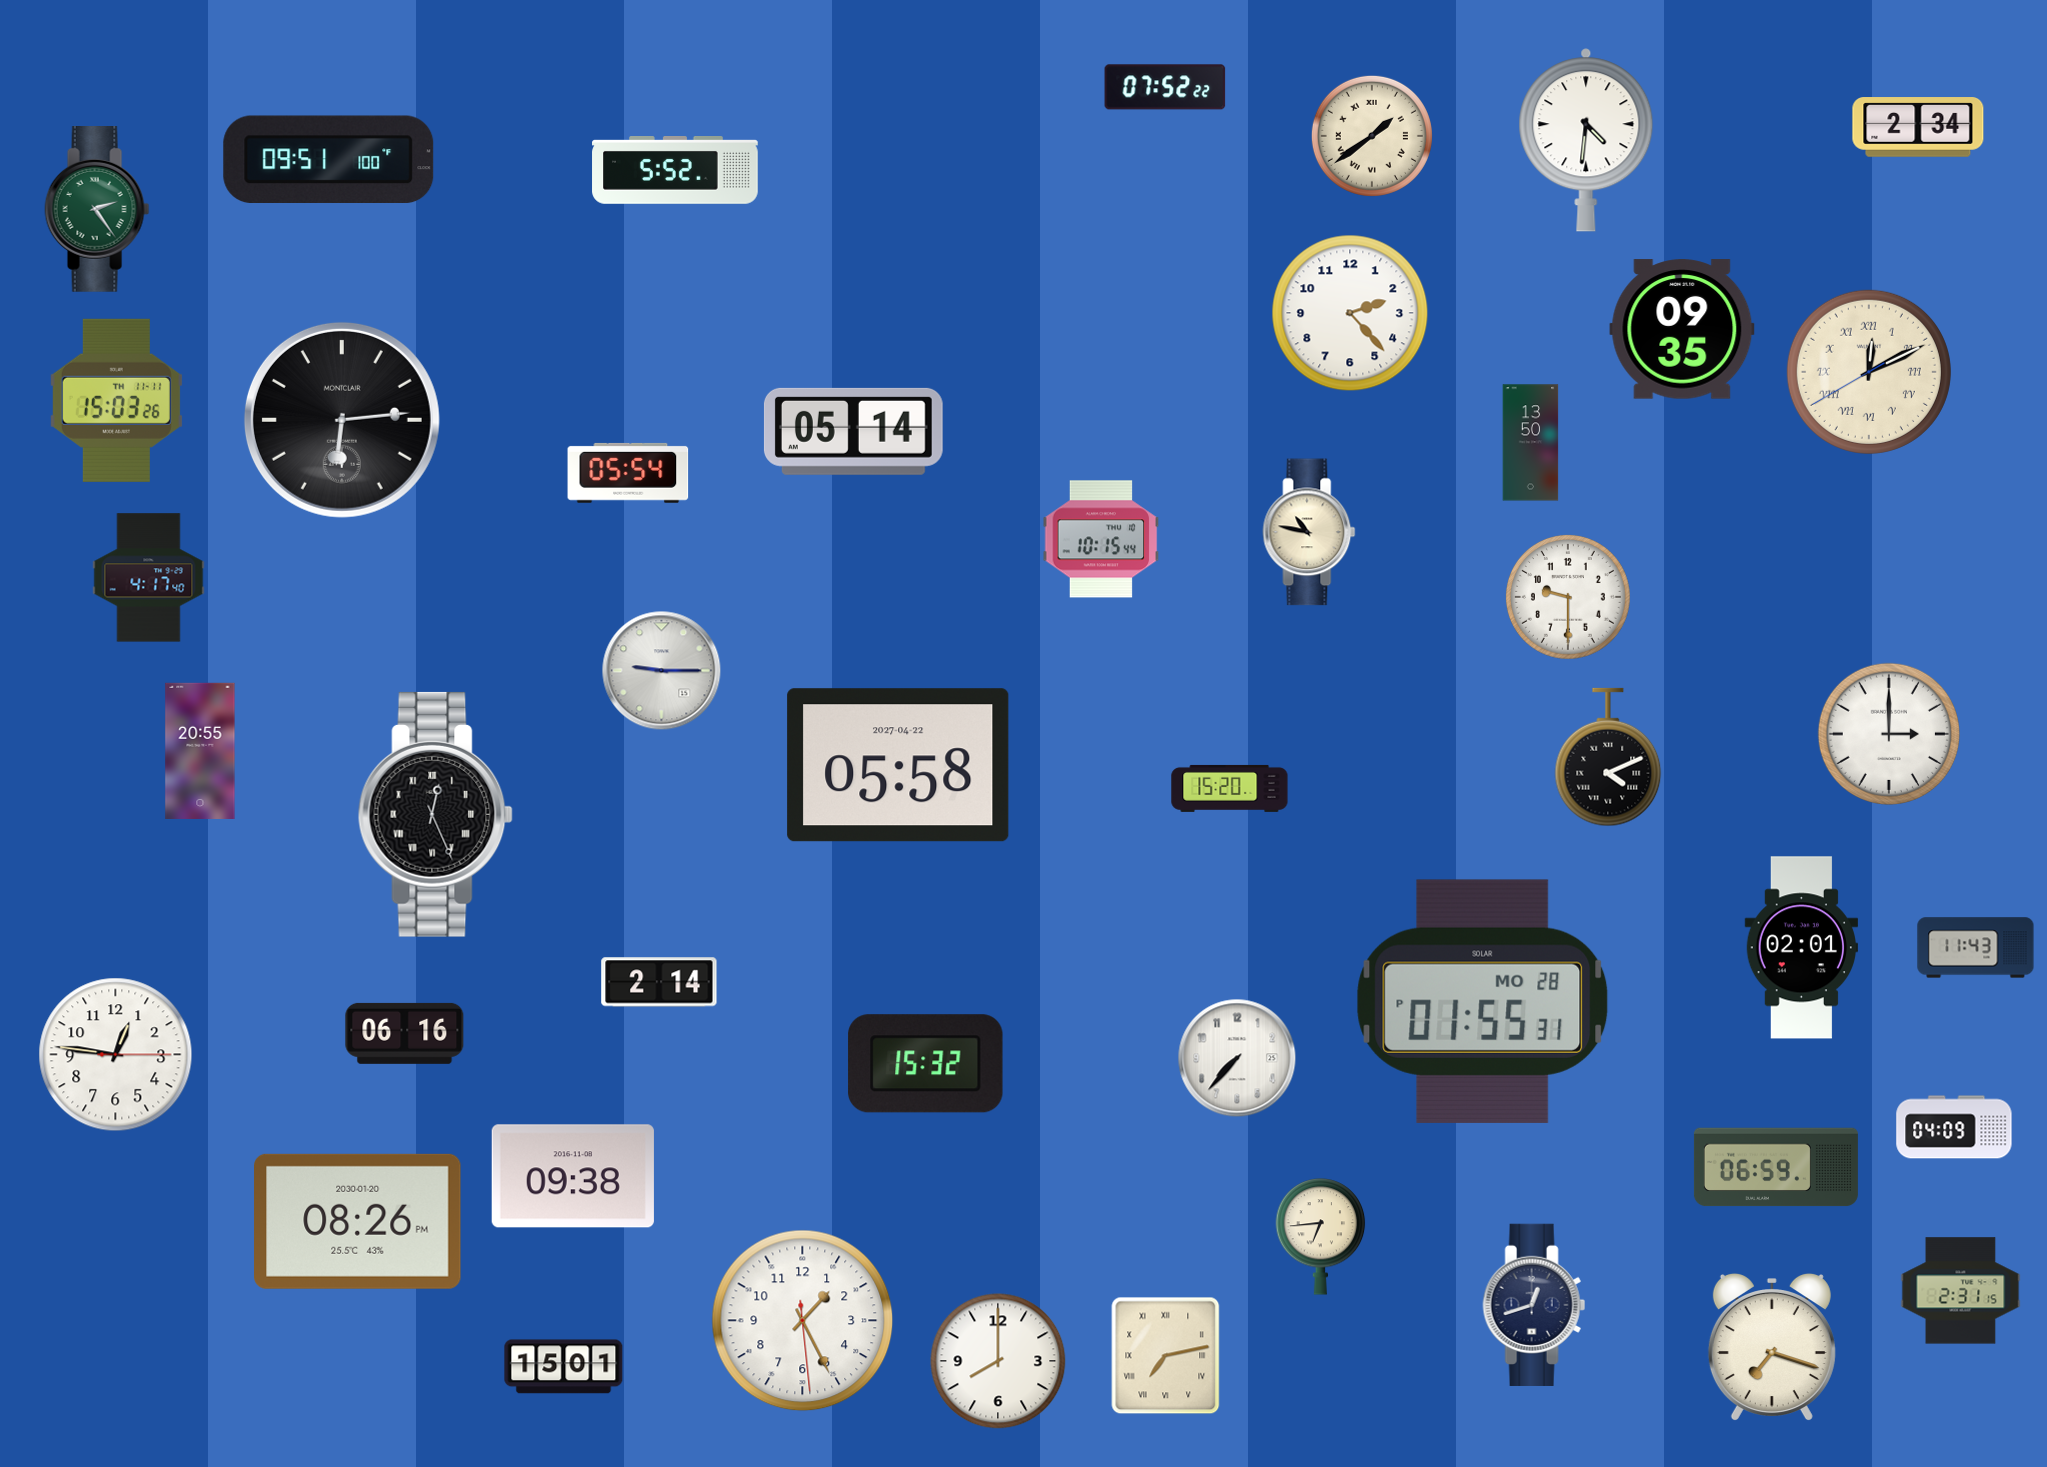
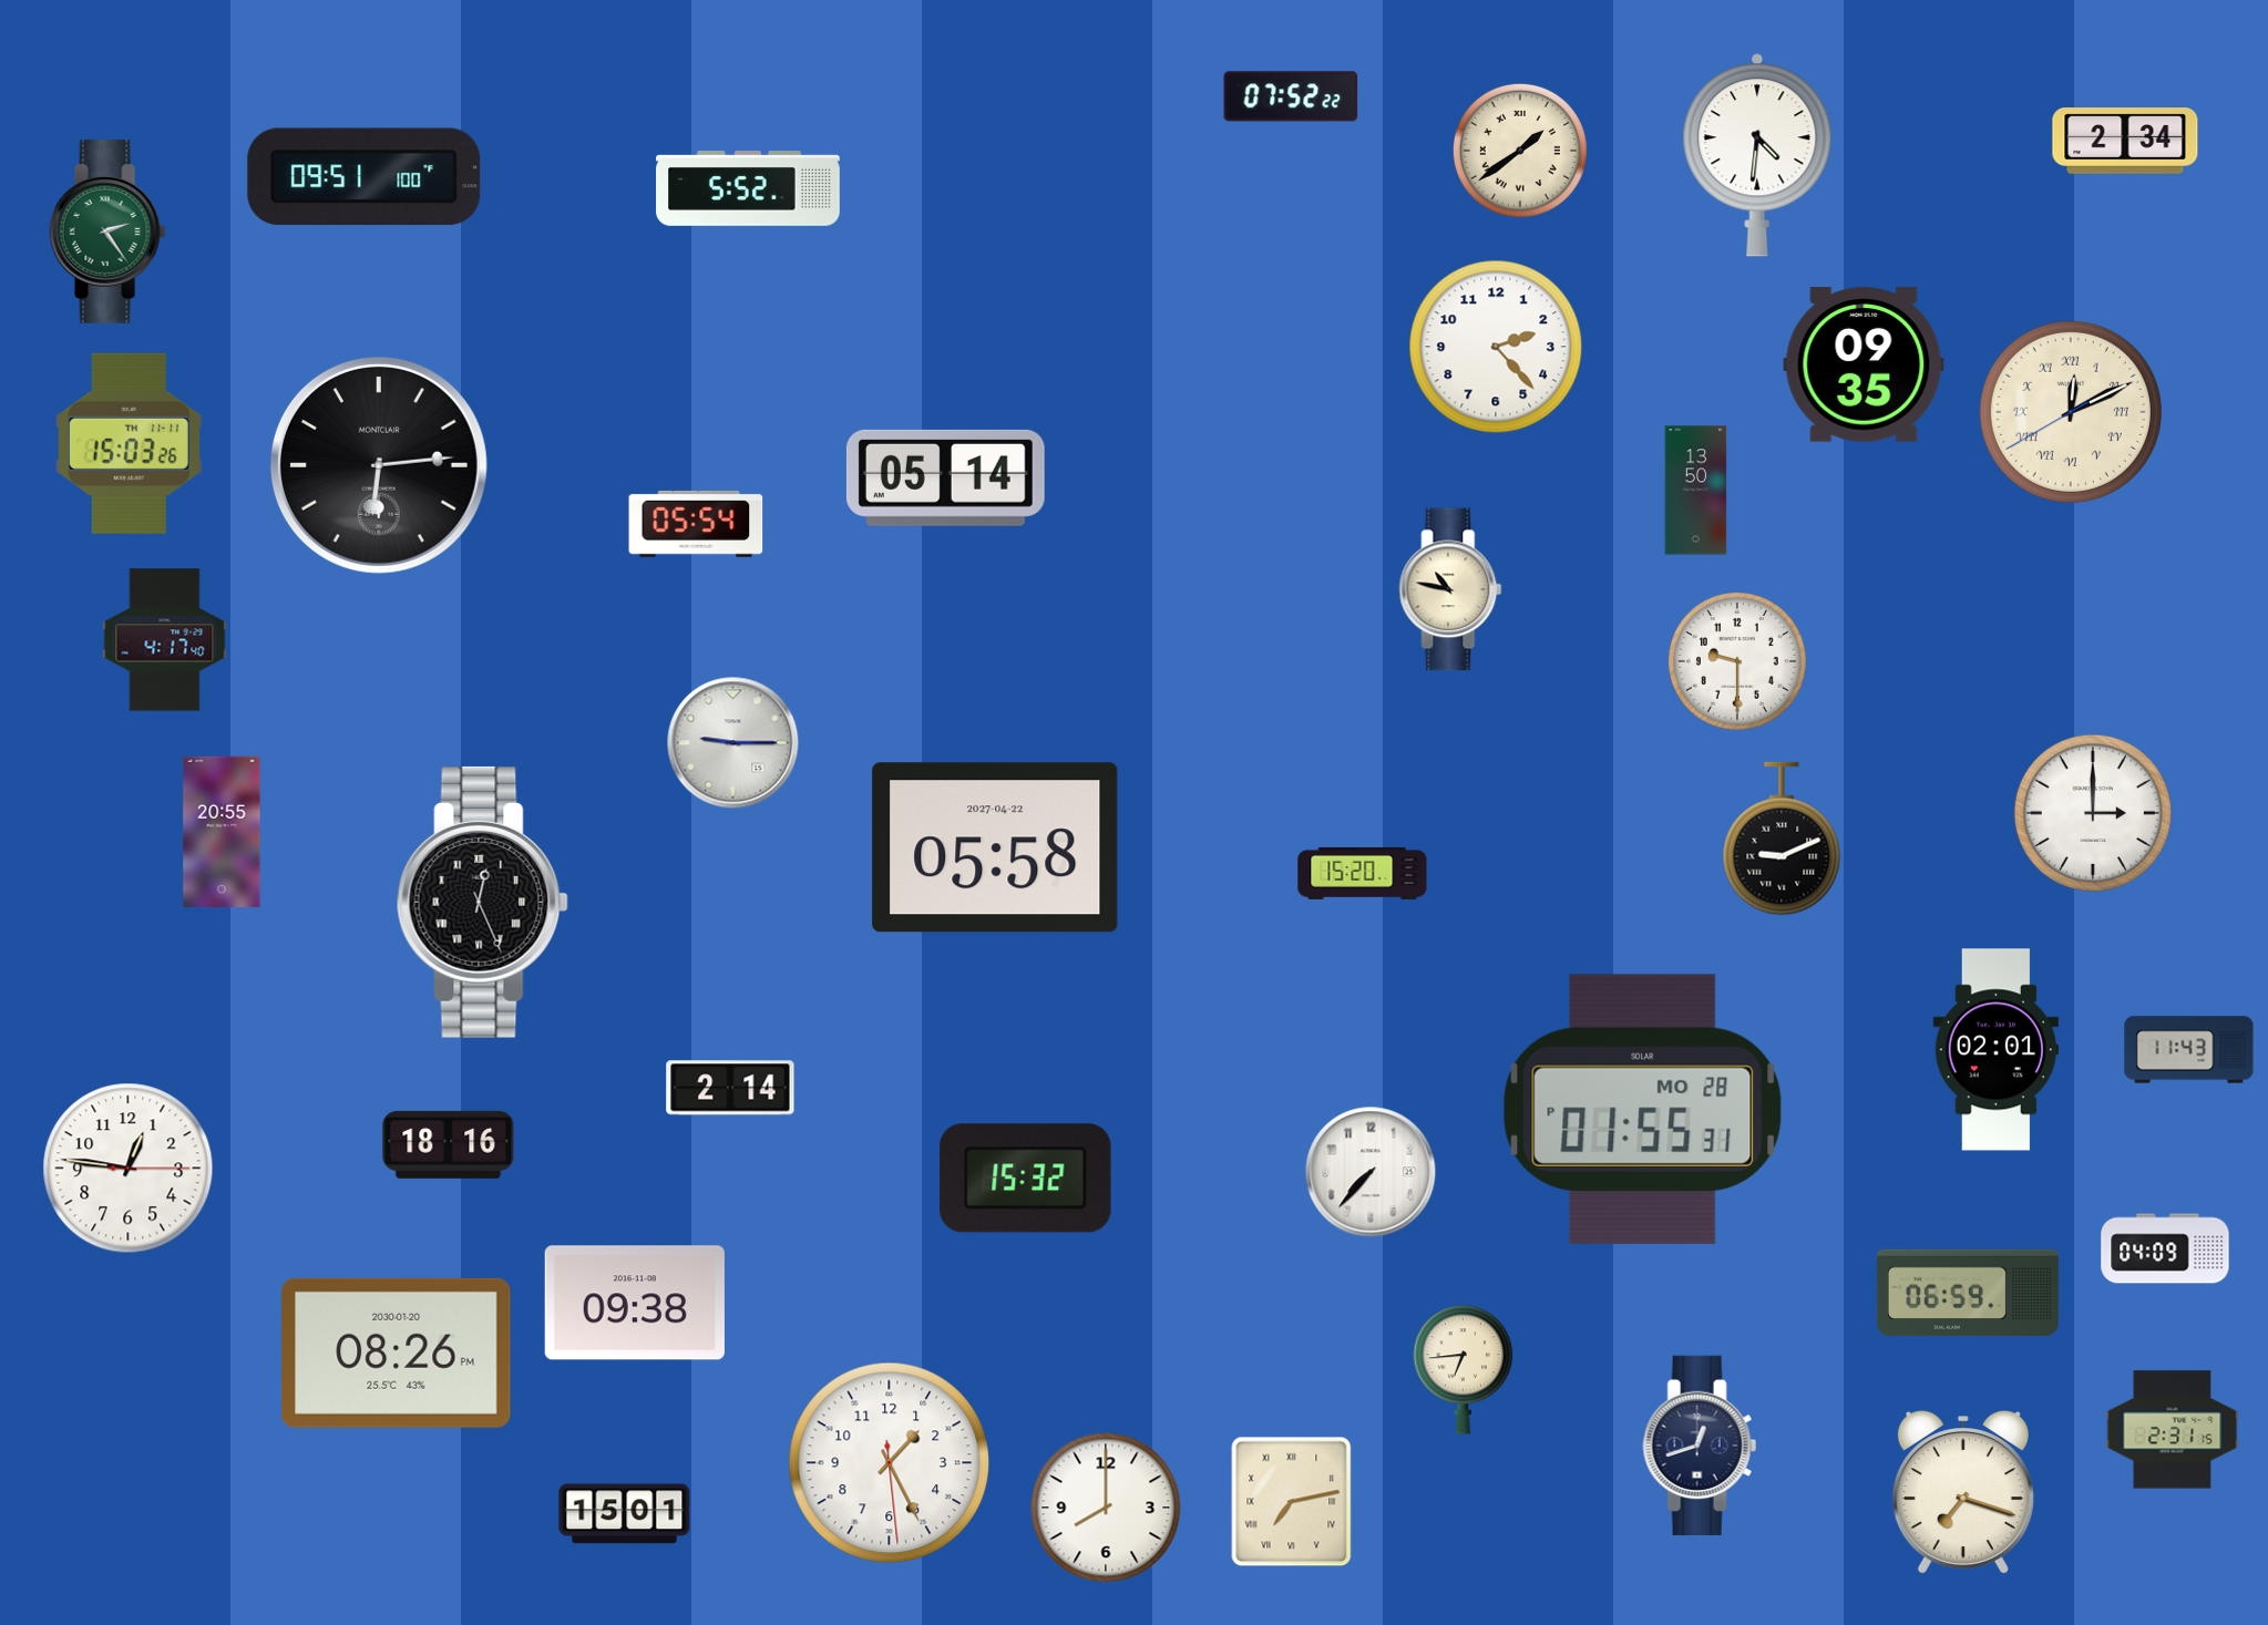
clock at (1101, 539): 10:15 -> none
clock at (1608, 757): 4:11 -> 9:11
clock at (405, 1033): 06:16 -> 18:16
